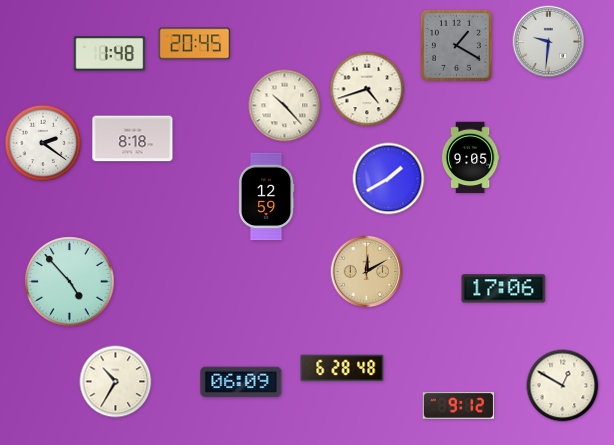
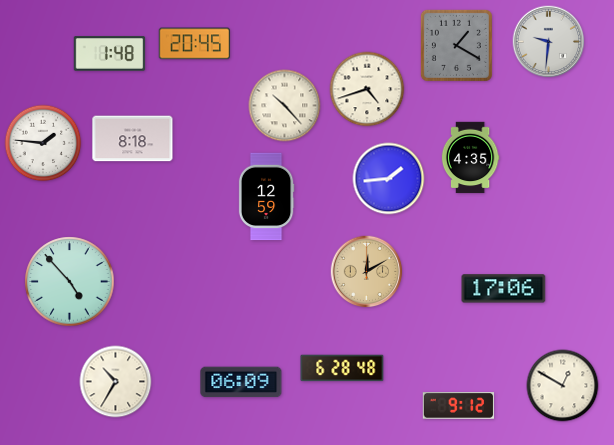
clock at (43, 143): 2:21 -> 1:46
clock at (470, 158): 9:05 -> 4:35
clock at (389, 179): 1:40 -> 1:44
